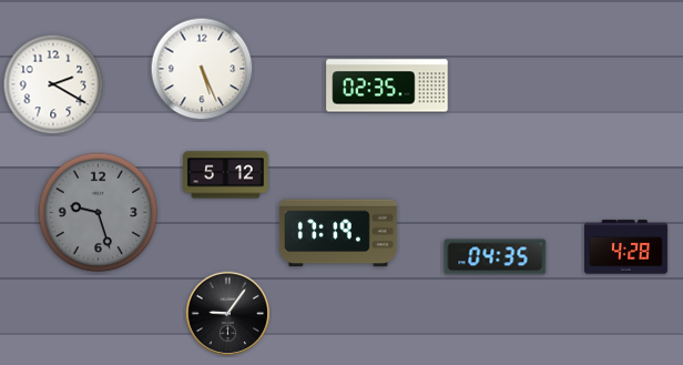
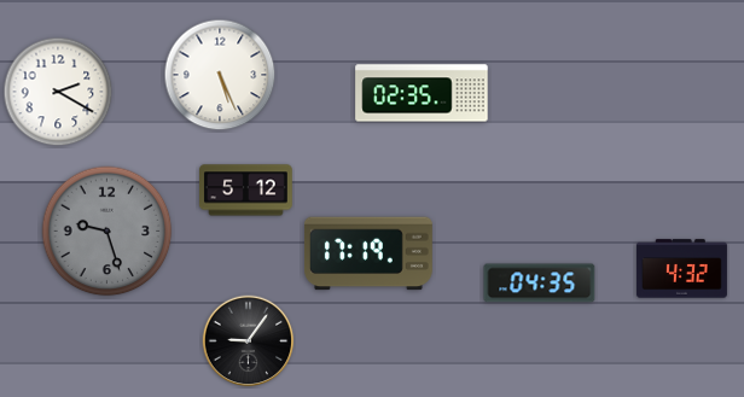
clock at (625, 247): 4:28 -> 4:32
clock at (496, 257) position: (496, 257) -> (540, 284)
